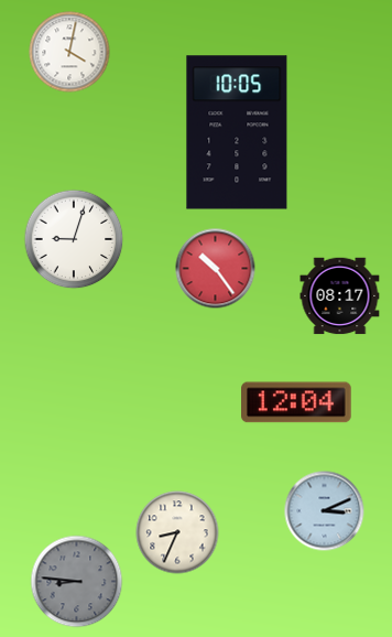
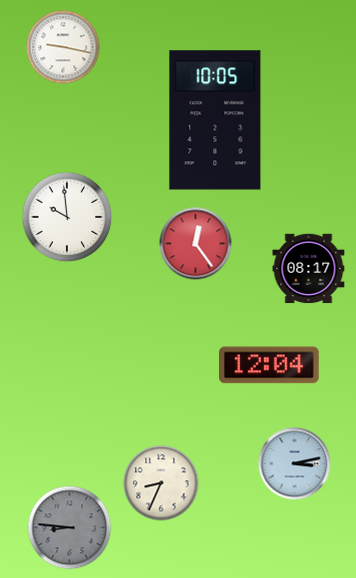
clock at (69, 52): 4:02 -> 9:17
clock at (74, 239): 9:03 -> 9:59
clock at (216, 269): 10:24 -> 12:24
clock at (325, 511): 3:11 -> 3:13
